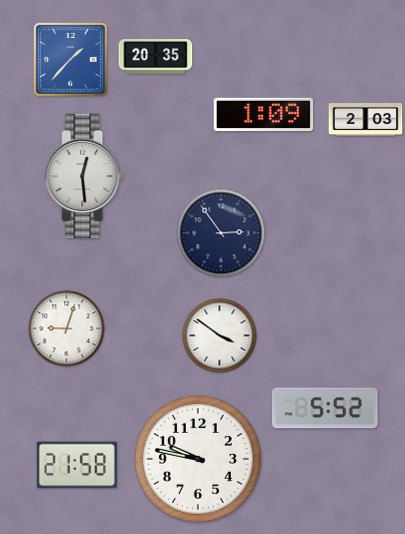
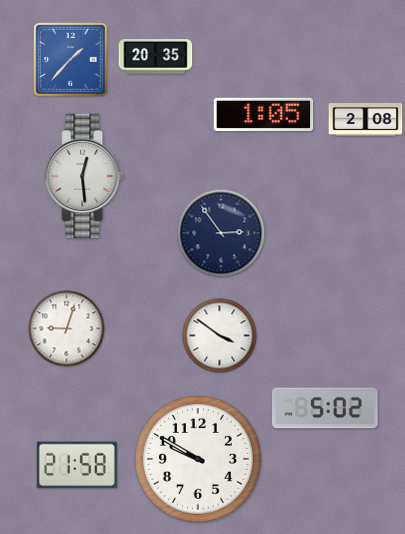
clock at (264, 115): 1:09 -> 1:05
clock at (366, 119): 2:03 -> 2:08
clock at (325, 408): 5:52 -> 5:02
clock at (198, 459): 9:47 -> 9:50
